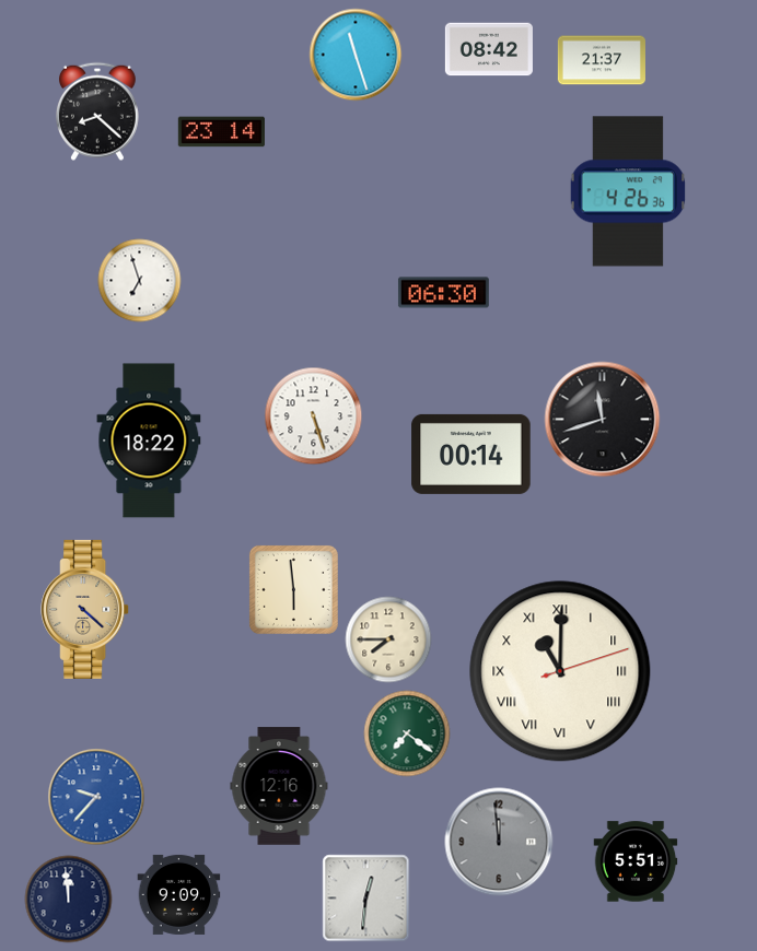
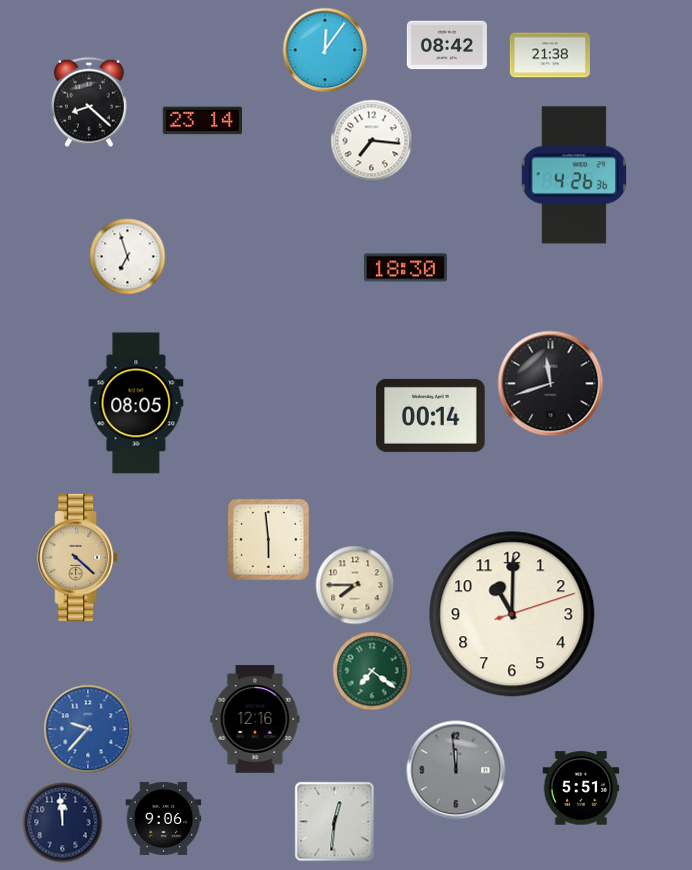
clock at (356, 55): 11:27 -> 12:06
clock at (602, 60): 21:37 -> 21:38
clock at (372, 141): none -> 7:16
clock at (443, 293): 06:30 -> 18:30
clock at (314, 416): 5:27 -> none
clock at (149, 441): 18:22 -> 08:05
clock at (560, 671) numerals: Roman -> Arabic
clock at (179, 894): 9:09 -> 9:06
